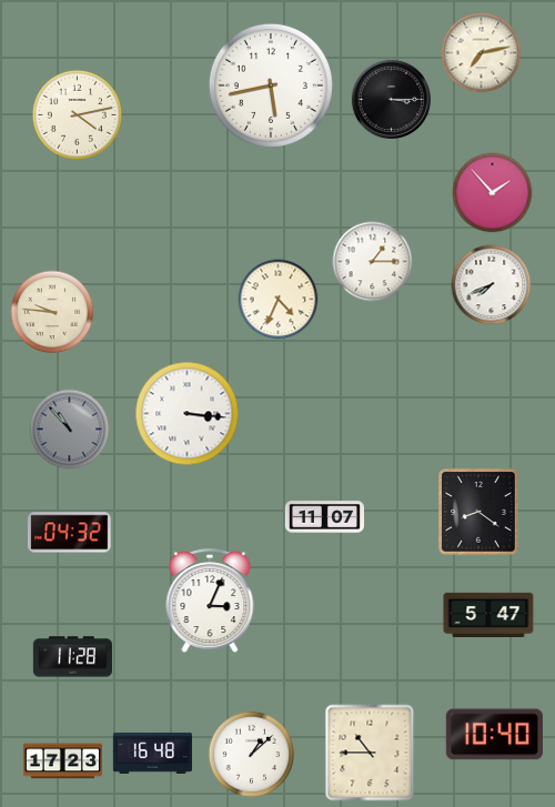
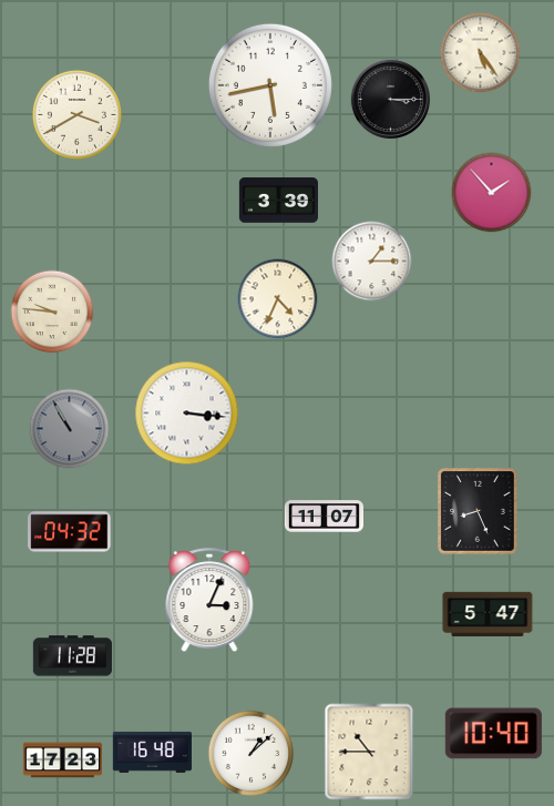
clock at (482, 53): 7:13 -> 5:24
clock at (77, 114): 4:13 -> 3:40
clock at (278, 201): none -> 3:39
clock at (492, 285): 7:41 -> none
clock at (70, 430): 10:53 -> 10:55
clock at (478, 512): 8:21 -> 8:26
